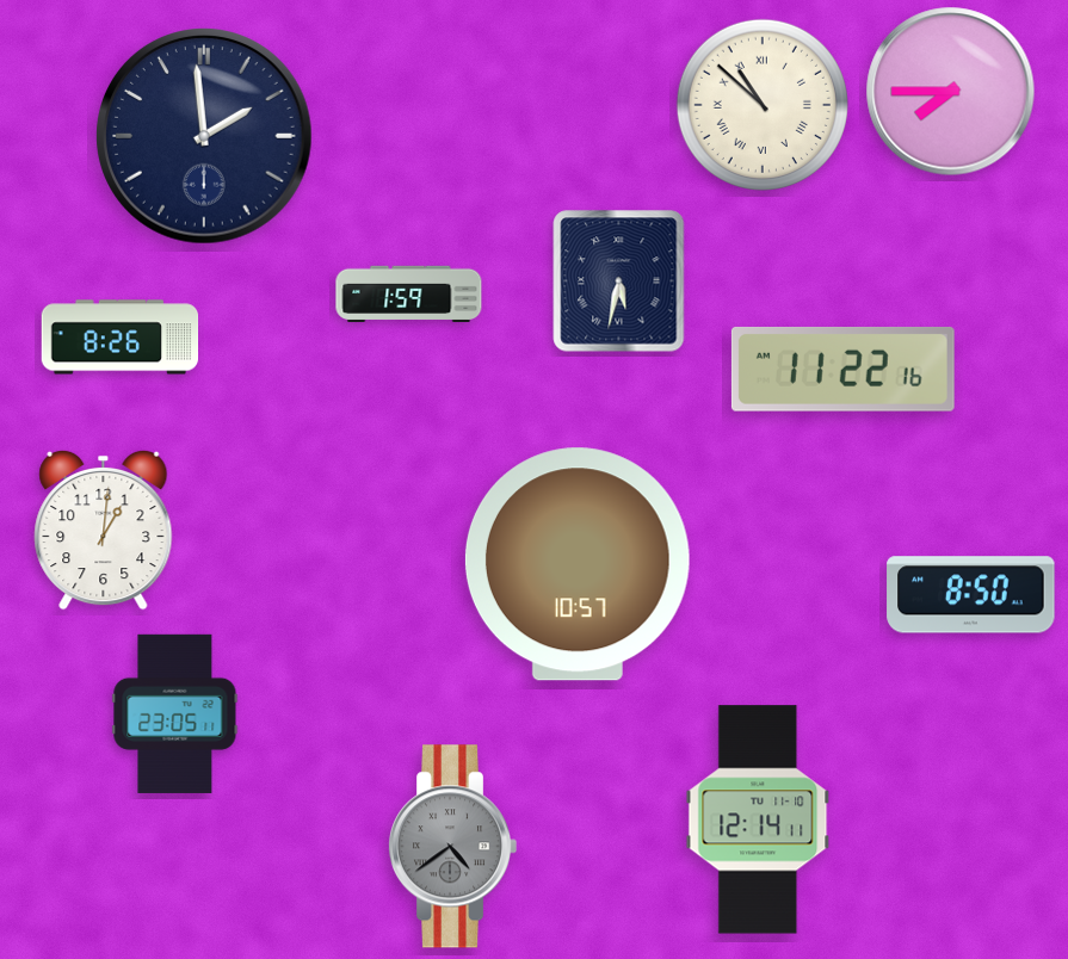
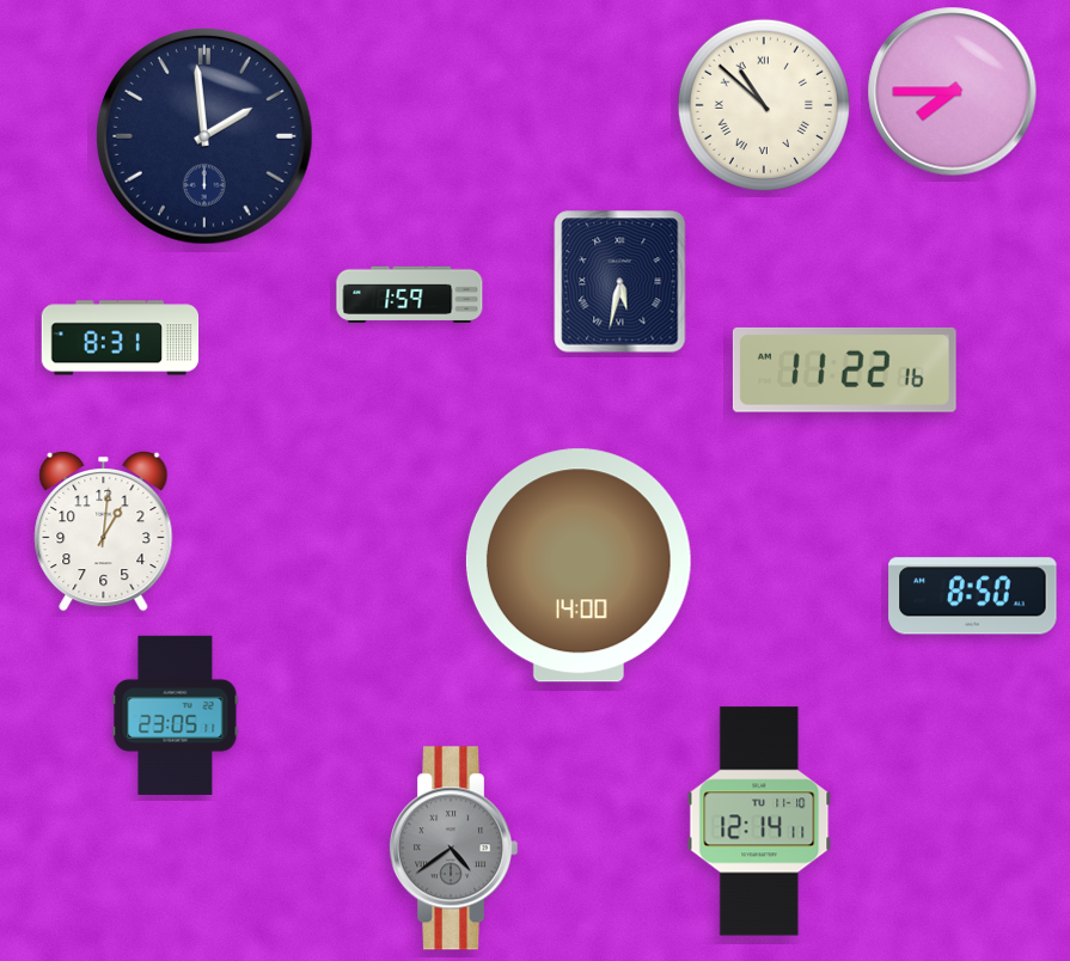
clock at (121, 338): 8:26 -> 8:31
clock at (578, 564): 10:57 -> 14:00
